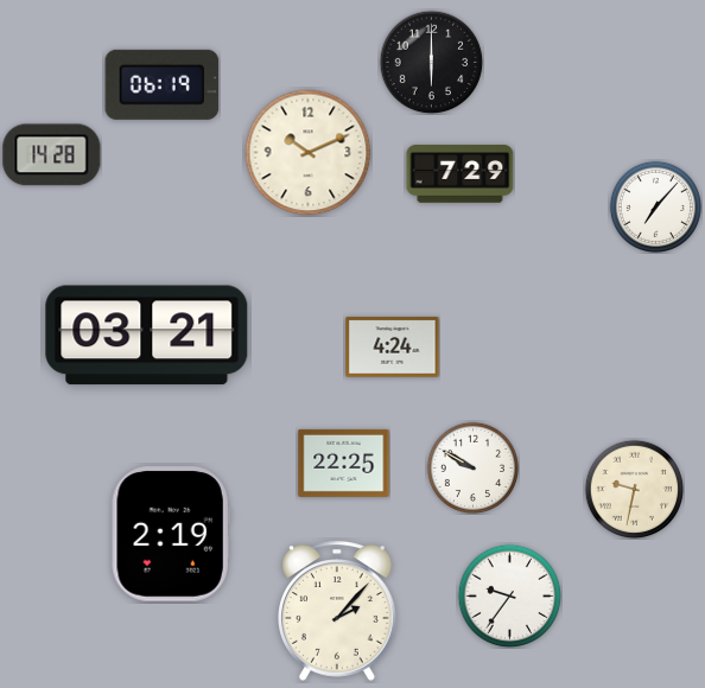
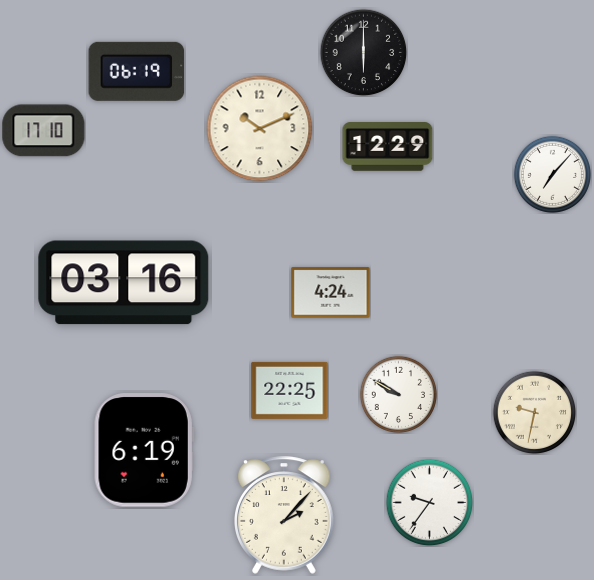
clock at (52, 155): 14:28 -> 17:10
clock at (461, 174): 7:29 -> 12:29
clock at (147, 336): 03:21 -> 03:16
clock at (171, 534): 2:19 -> 6:19
